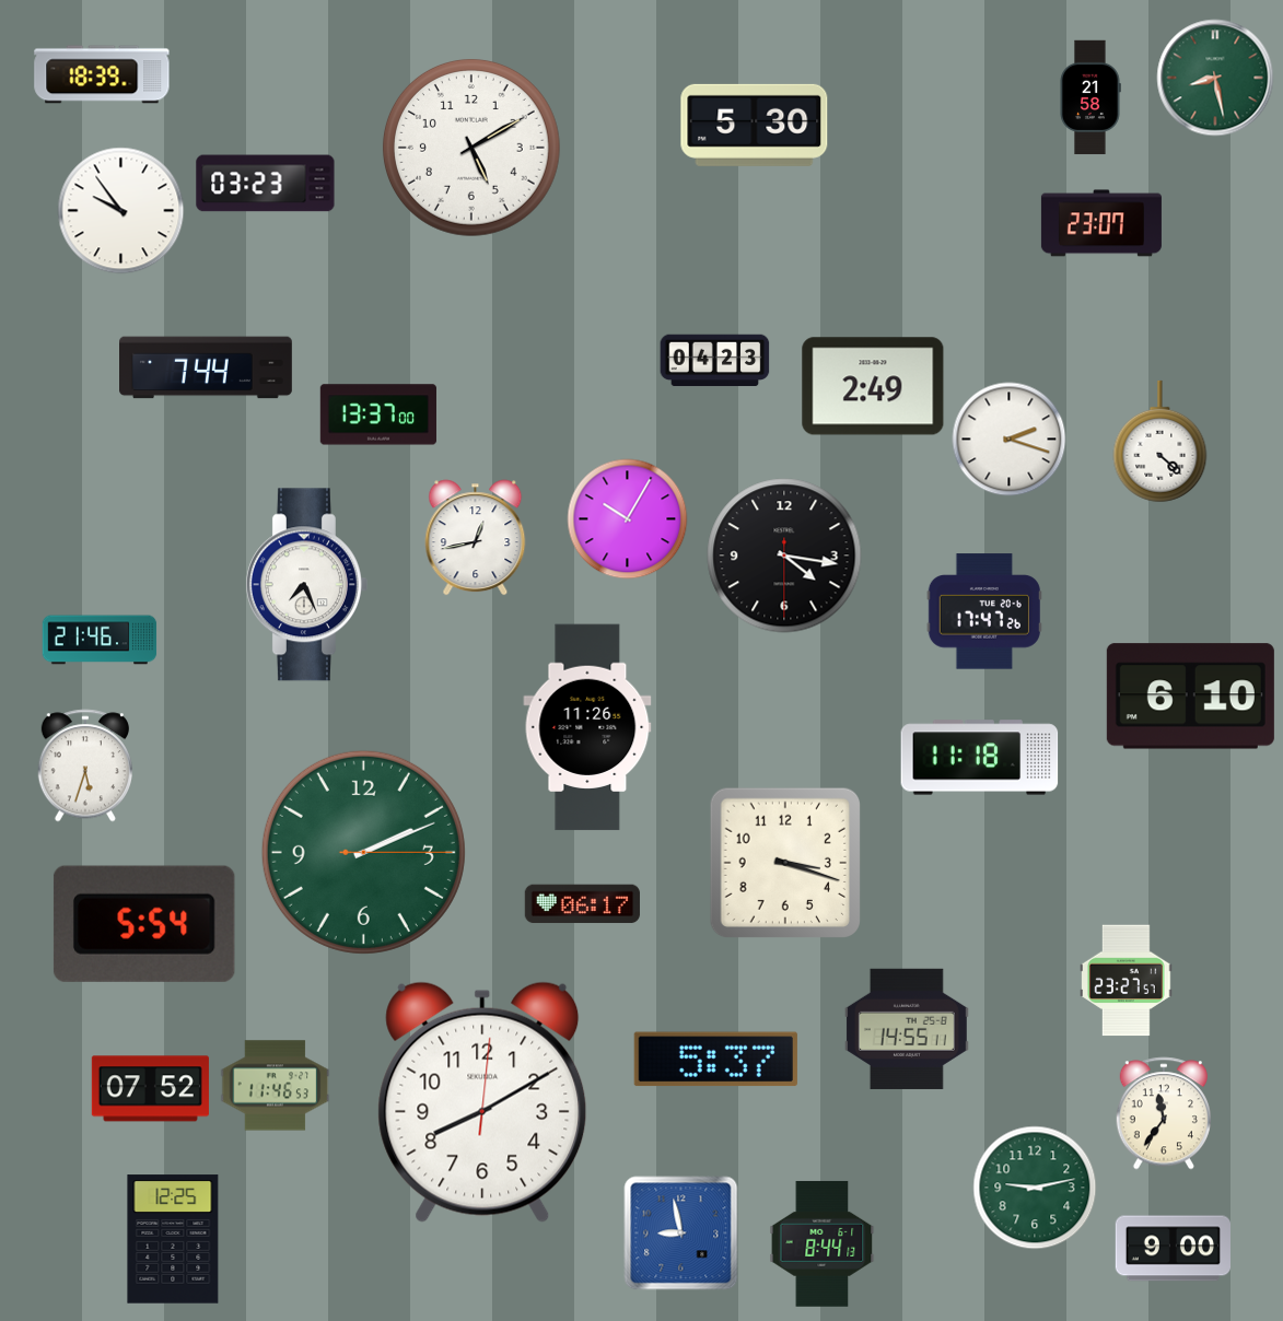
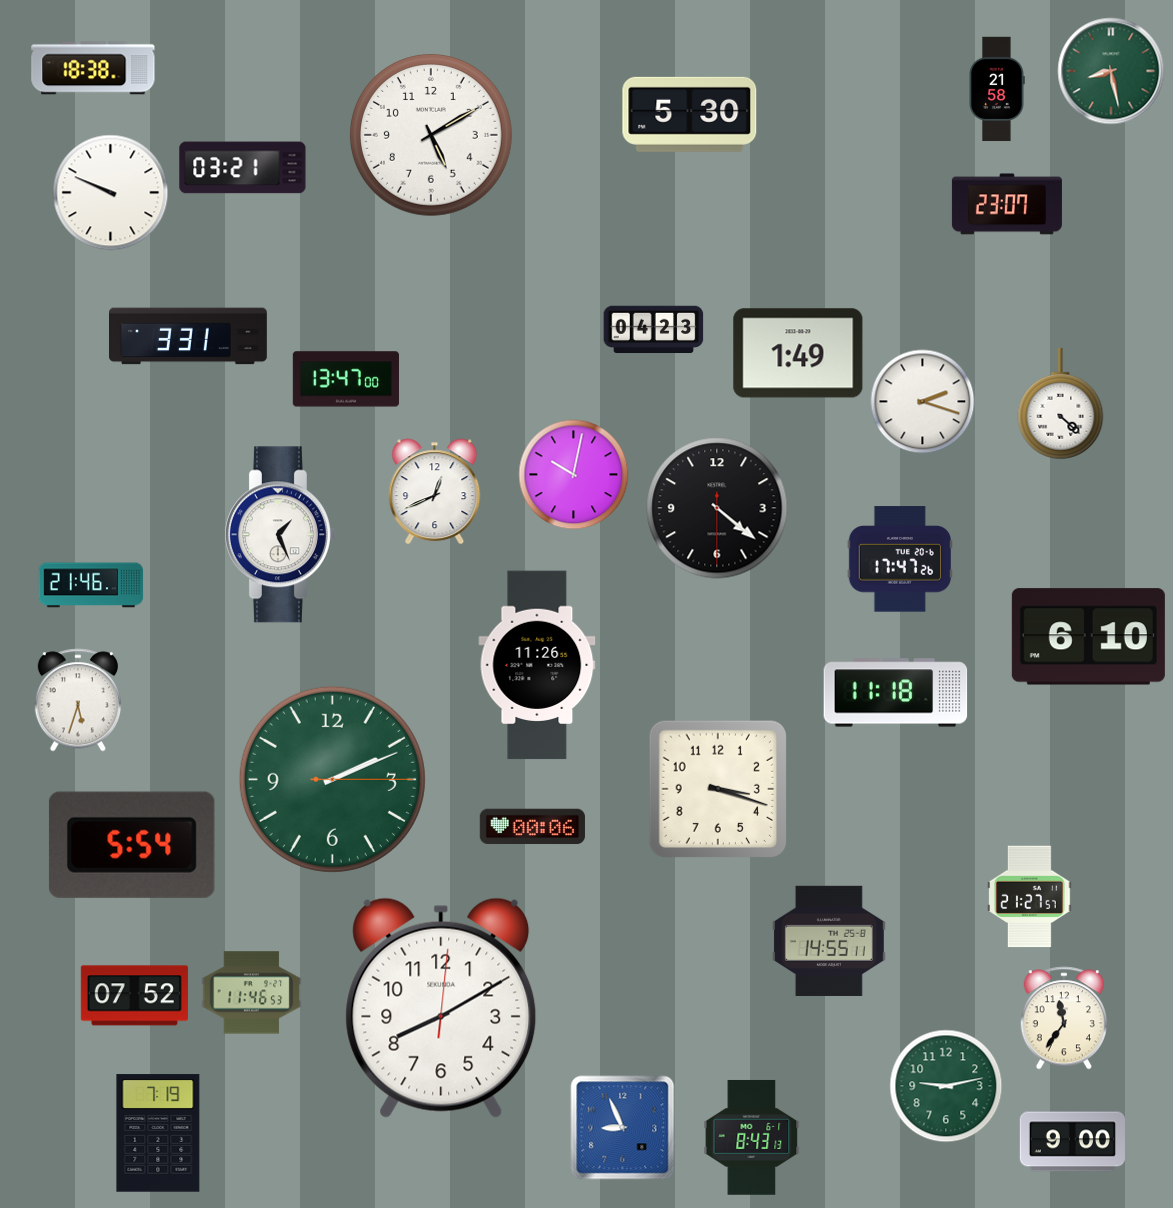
clock at (102, 74): 18:39 -> 18:38
clock at (266, 184): 03:23 -> 03:21
clock at (121, 211): 9:54 -> 9:49
clock at (207, 367): 7:44 -> 3:31
clock at (873, 386): 2:49 -> 1:49
clock at (378, 414): 13:37 -> 13:47
clock at (628, 519): 10:05 -> 10:02
clock at (476, 538): 12:43 -> 12:41
clock at (784, 556): 4:16 -> 4:21
clock at (306, 585): 7:26 -> 1:26
clock at (582, 904): 06:17 -> 00:06
clock at (1127, 981): 23:27 -> 21:27
clock at (715, 1060): 5:37 -> none
clock at (150, 1089) position: (150, 1089) -> (134, 996)
clock at (681, 1234): 8:58 -> 8:56
clock at (173, 1239): 12:25 -> 7:19
clock at (823, 1243): 8:44 -> 8:43
